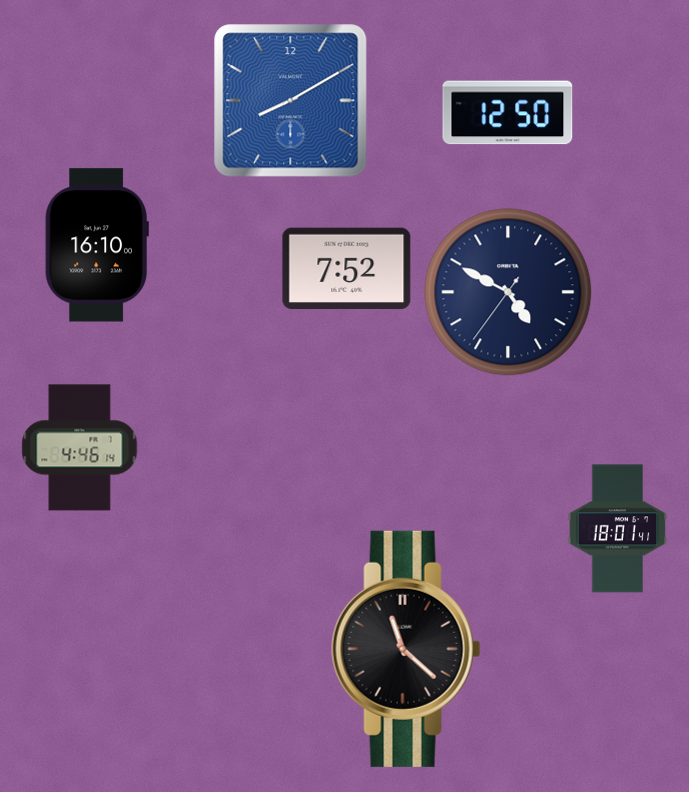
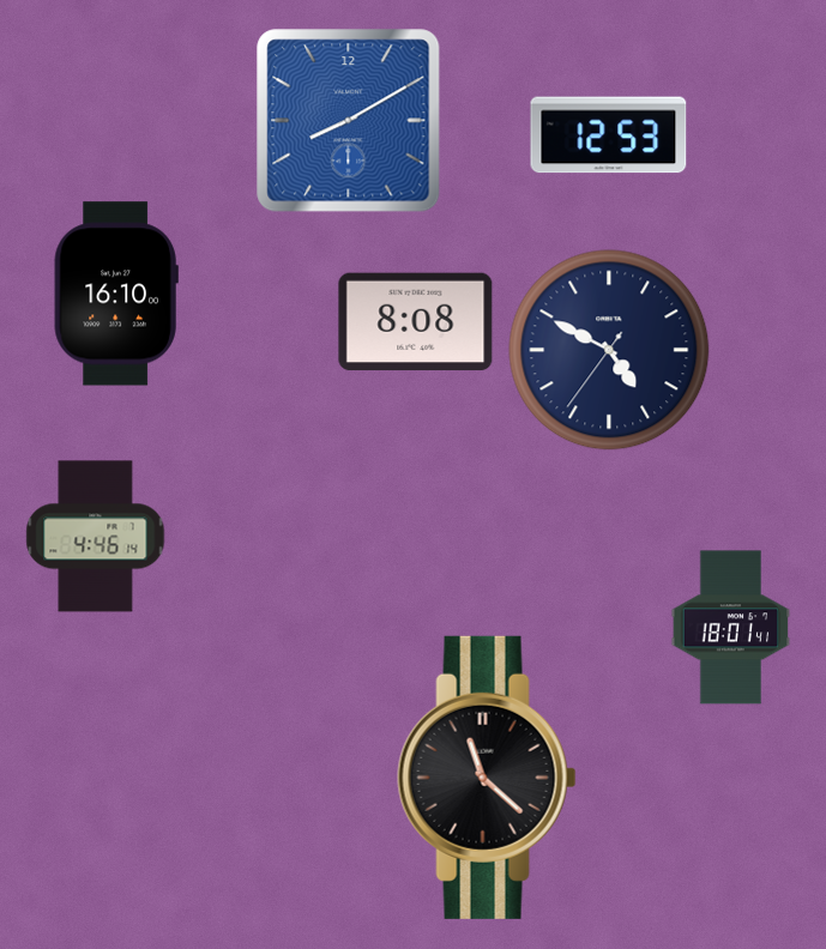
clock at (508, 113): 12:50 -> 12:53
clock at (347, 269): 7:52 -> 8:08
clock at (618, 529) position: (618, 529) -> (731, 628)
